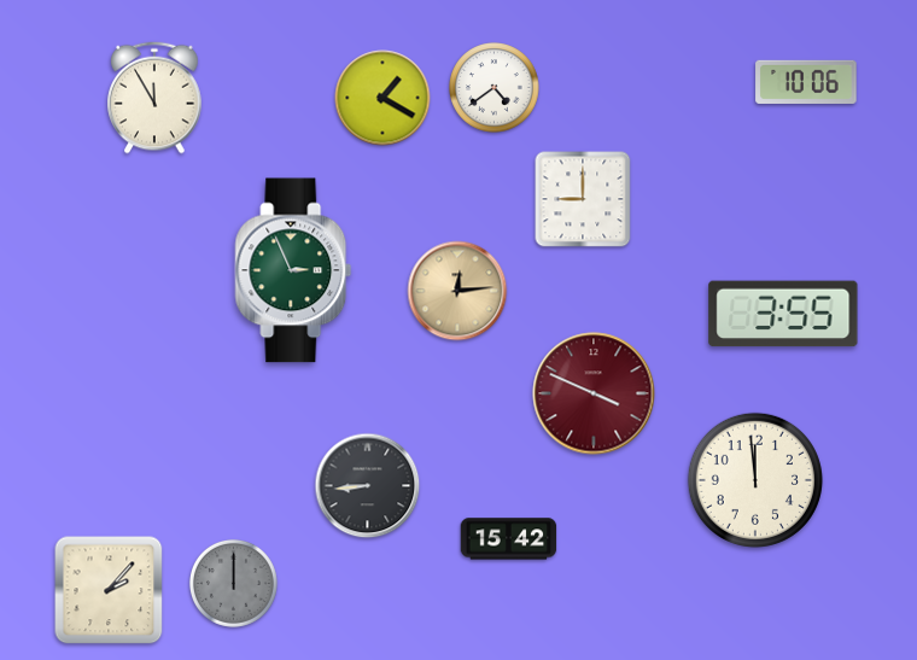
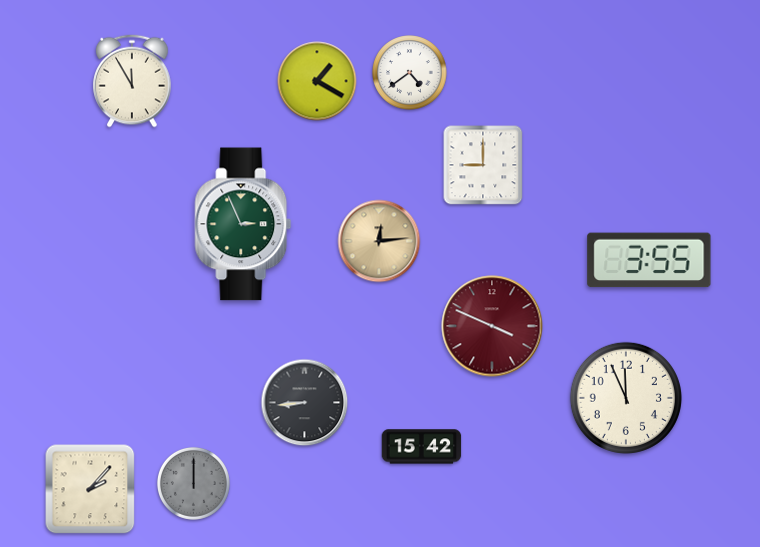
clock at (806, 82): 10:06 -> none
clock at (154, 98) position: (154, 98) -> (132, 81)
clock at (755, 480): 11:59 -> 11:56
